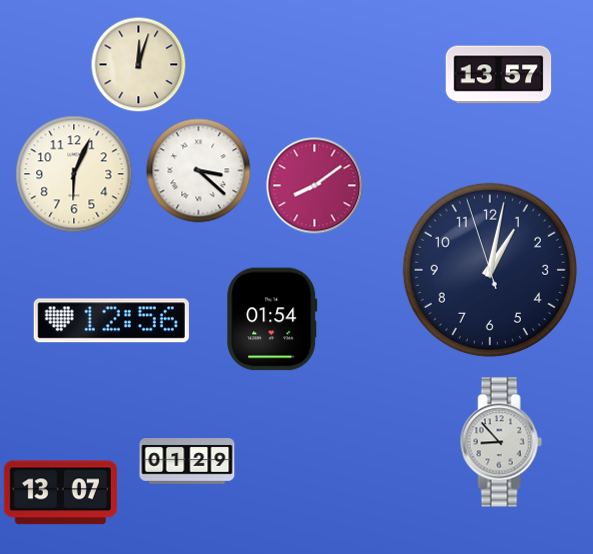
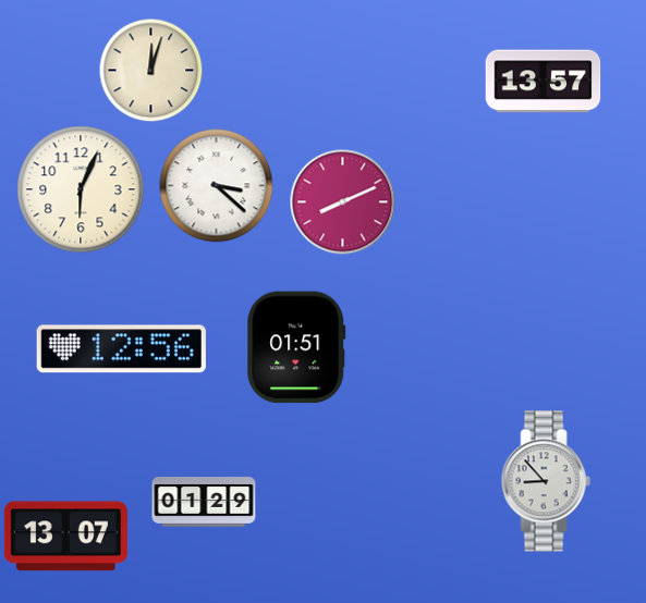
clock at (315, 186): 8:09 -> 8:11
clock at (490, 270): 1:01 -> none
clock at (272, 319): 01:54 -> 01:51
